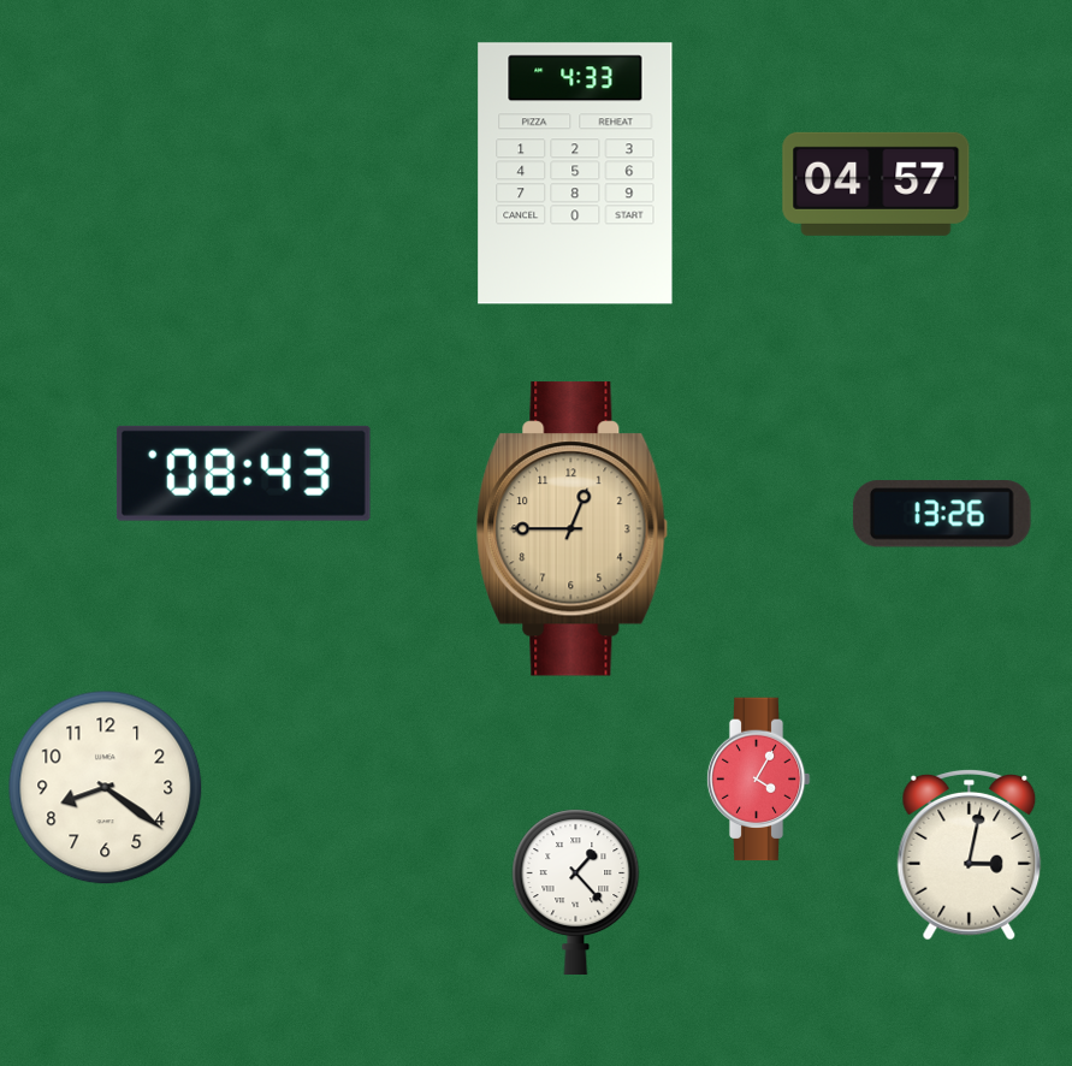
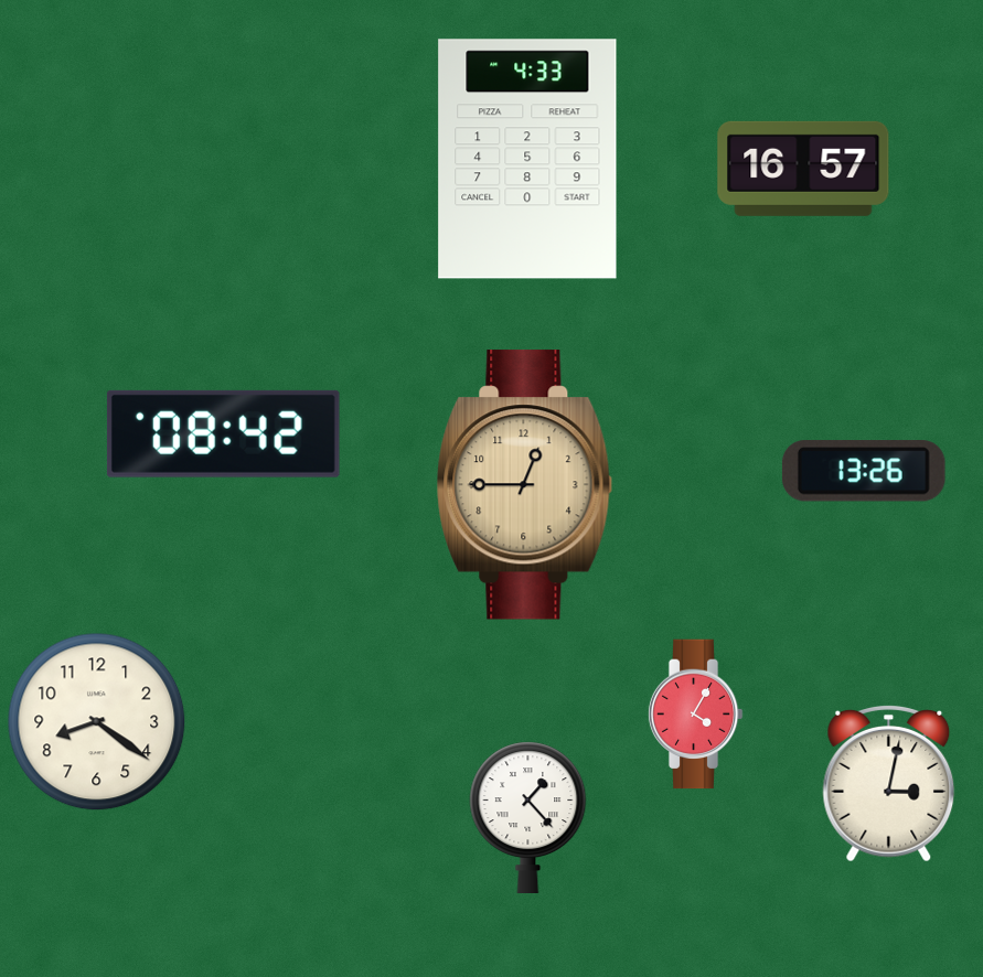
clock at (876, 184): 04:57 -> 16:57
clock at (243, 473): 08:43 -> 08:42
